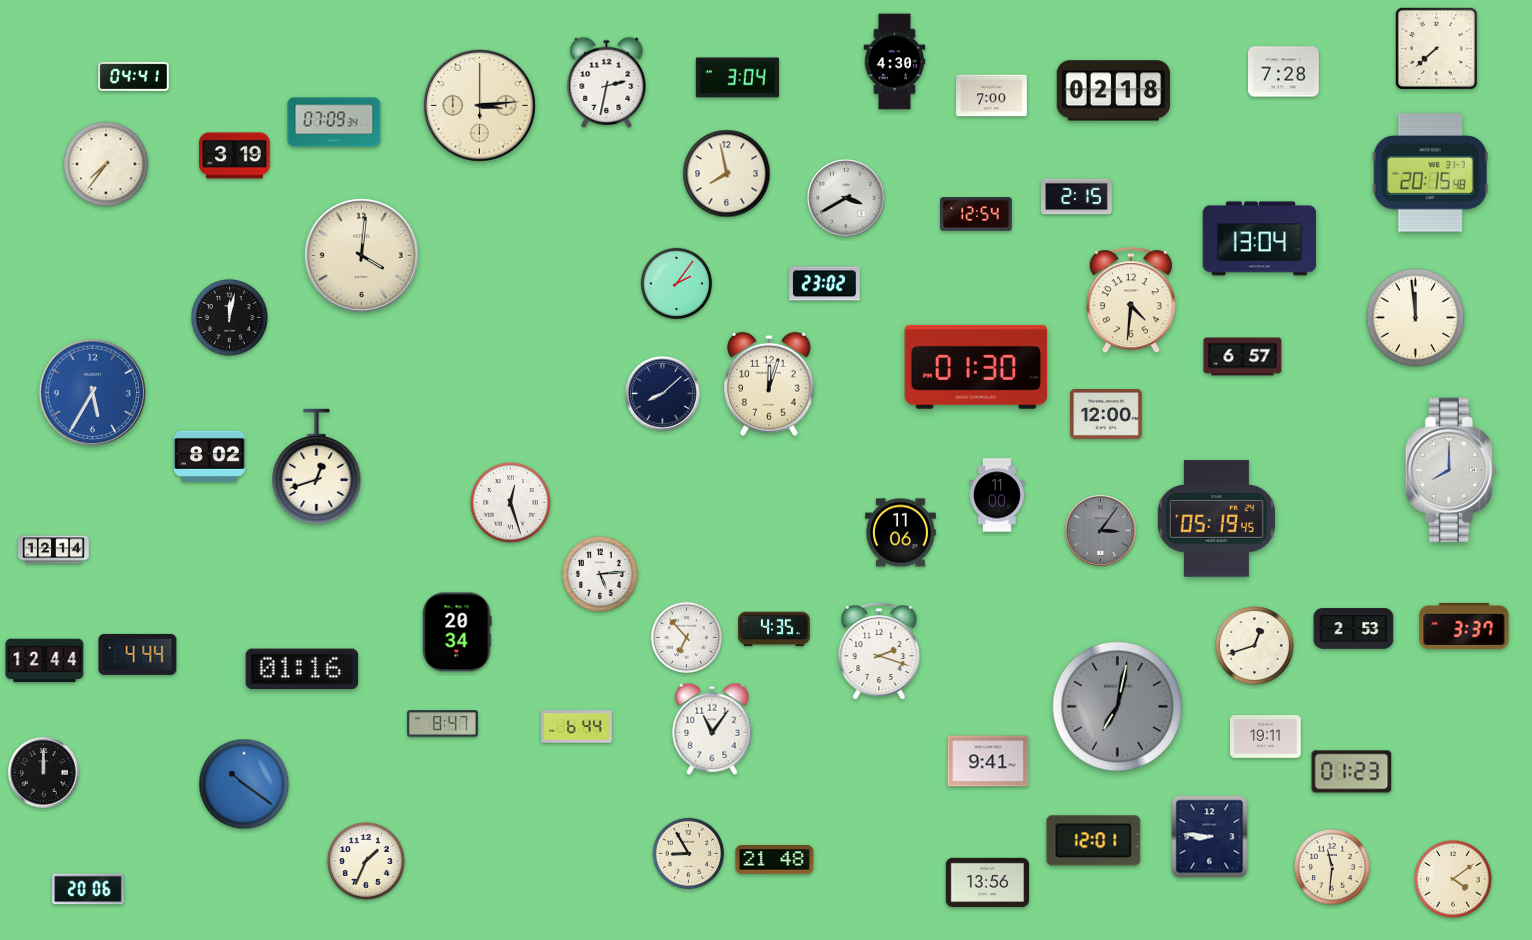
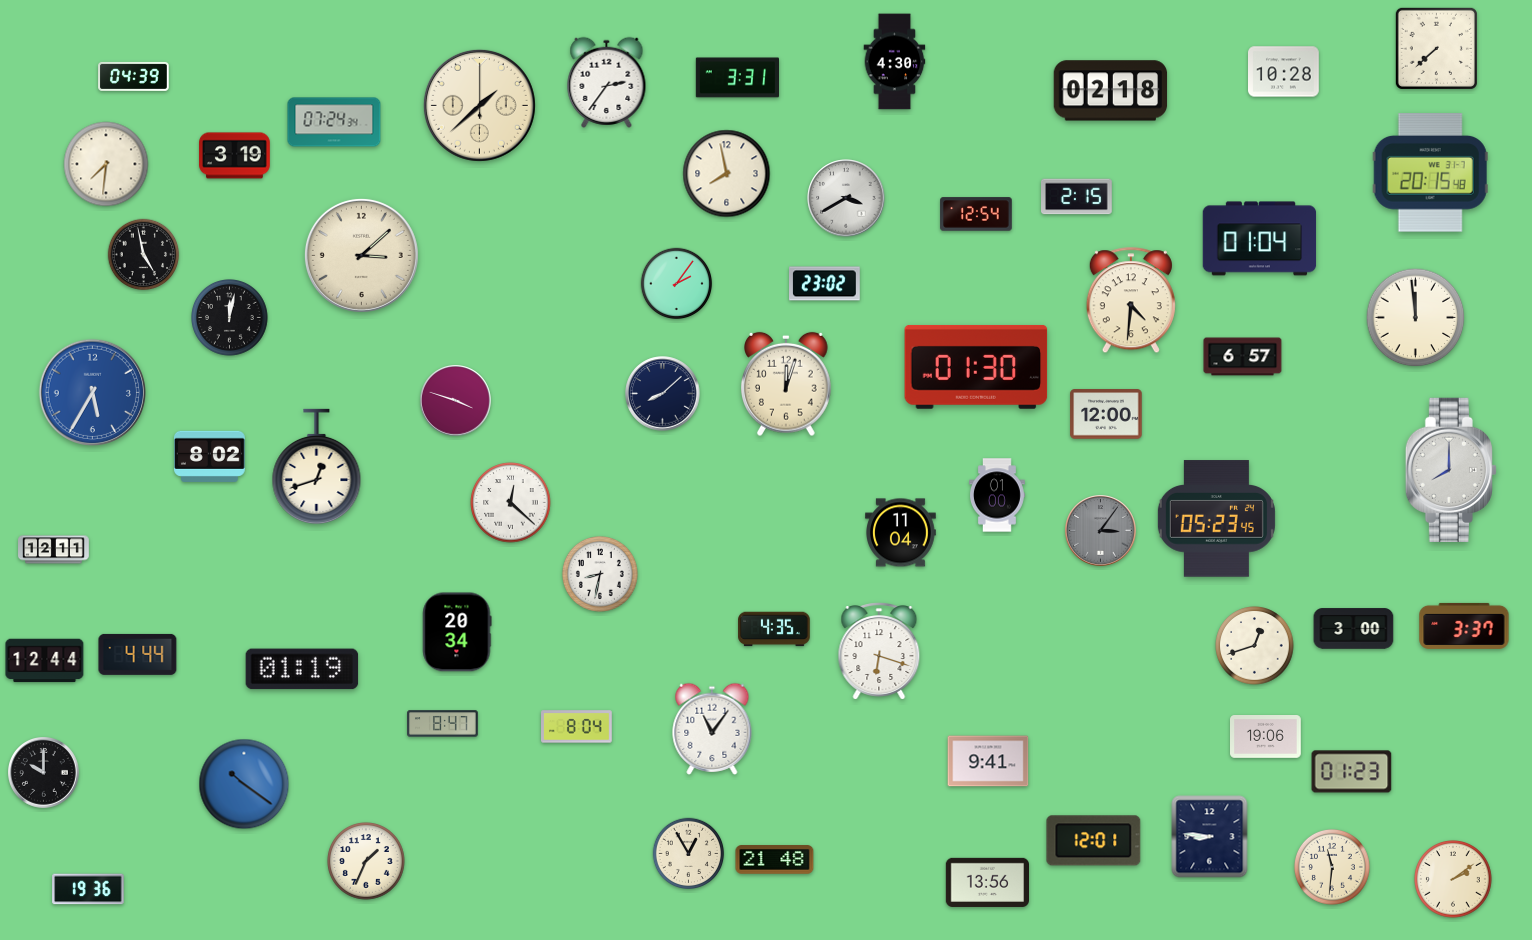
clock at (1284, 72): 7:28 -> 10:28
clock at (134, 76): 04:41 -> 04:39
clock at (737, 78): 3:04 -> 3:31
clock at (607, 82): 2:32 -> 2:36
clock at (1114, 91) position: (1114, 91) -> (1111, 91)
clock at (992, 96): 7:00 -> none
clock at (479, 105): 3:14 -> 1:38
clock at (334, 122): 07:09 -> 07:24
clock at (106, 164): 7:36 -> 7:31
clock at (1260, 239): 13:04 -> 01:04
clock at (144, 255): none -> 4:58
clock at (361, 255): 4:01 -> 3:08
clock at (770, 384) position: (770, 384) -> (787, 384)
clock at (456, 401): none -> 3:48
clock at (998, 495): 11:00 -> 01:00
clock at (511, 503): 12:27 -> 12:22
clock at (1216, 519): 05:19 -> 05:23
clock at (901, 533): 11:06 -> 11:04
clock at (54, 550): 12:14 -> 12:11
clock at (600, 574): 5:14 -> 8:32
clock at (1354, 629): 2:53 -> 3:00
clock at (687, 638): 6:53 -> none
clock at (879, 651): 2:18 -> 6:18
clock at (302, 669): 01:16 -> 01:19
clock at (1117, 706): 7:02 -> none
clock at (577, 727): 6:44 -> 8:04
clock at (1266, 737): 19:11 -> 19:06
clock at (44, 773): 12:00 -> 10:00
clock at (689, 854): 8:55 -> 12:55
clock at (1453, 879): 4:09 -> 2:09
clock at (88, 889): 20:06 -> 19:36
